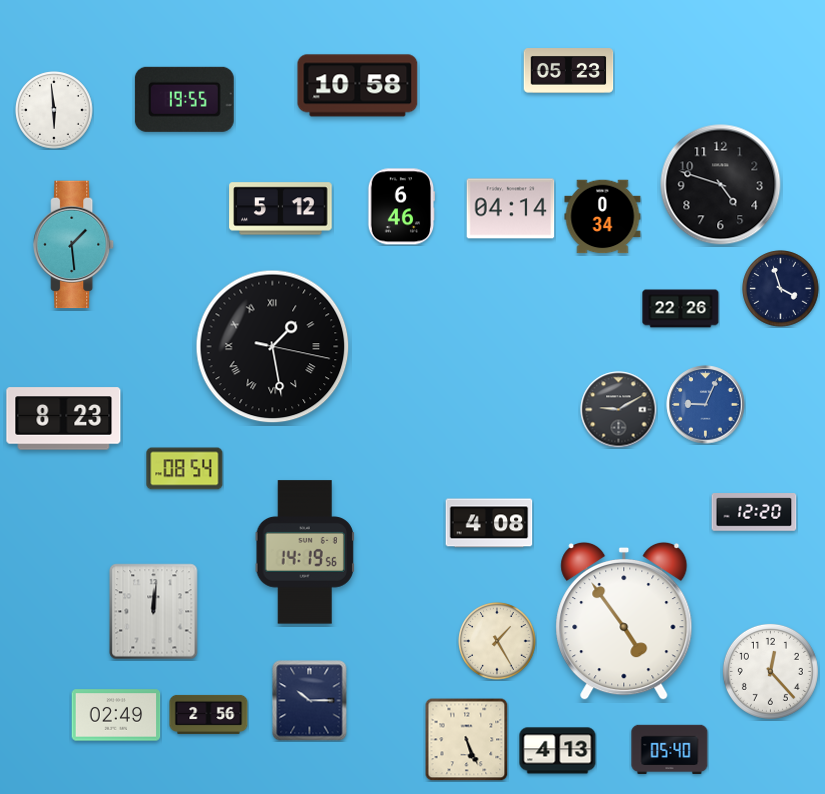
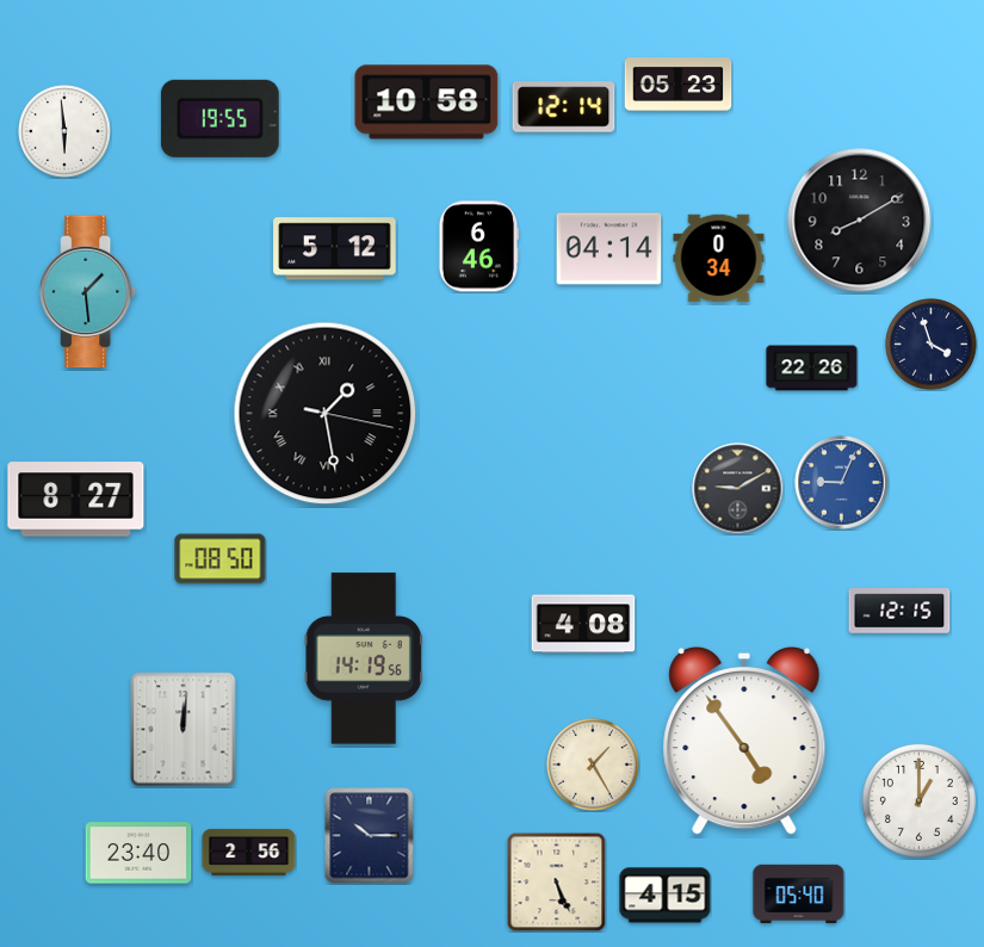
clock at (564, 107): none -> 12:14
clock at (721, 185): 4:48 -> 8:10
clock at (64, 419): 8:23 -> 8:27
clock at (185, 469): 08:54 -> 08:50
clock at (754, 512): 12:20 -> 12:15
clock at (770, 671): 12:23 -> 1:00
clock at (116, 715): 02:49 -> 23:40
clock at (558, 751): 4:13 -> 4:15
